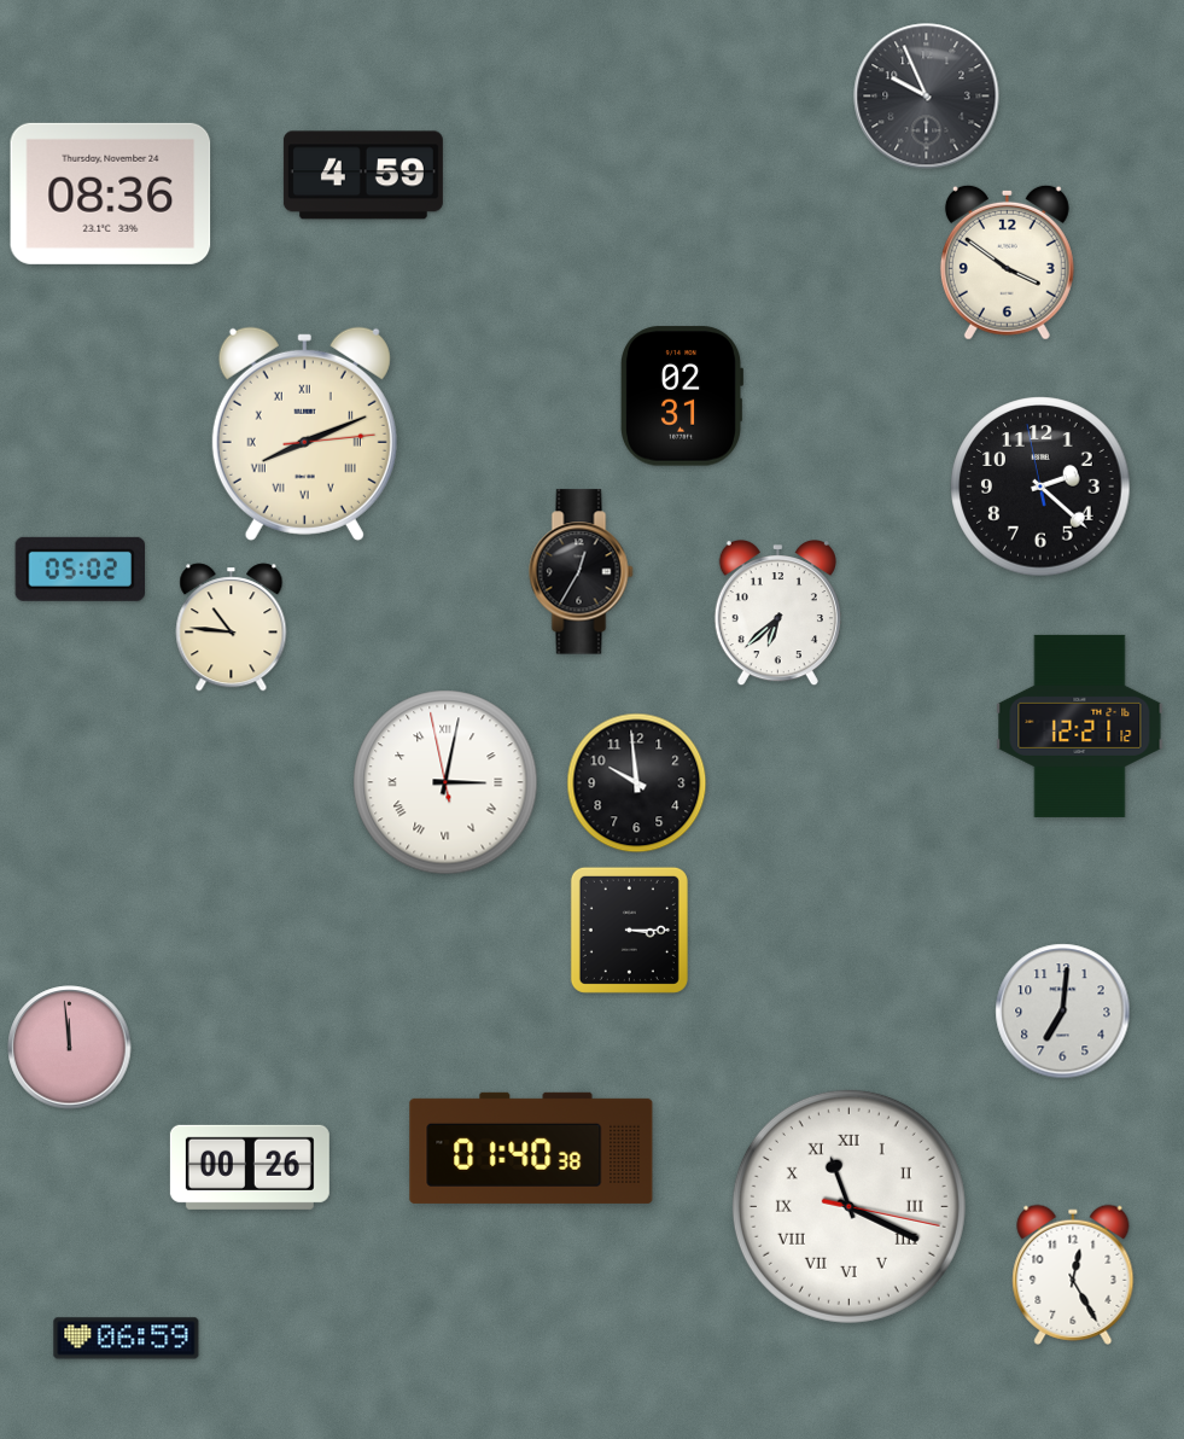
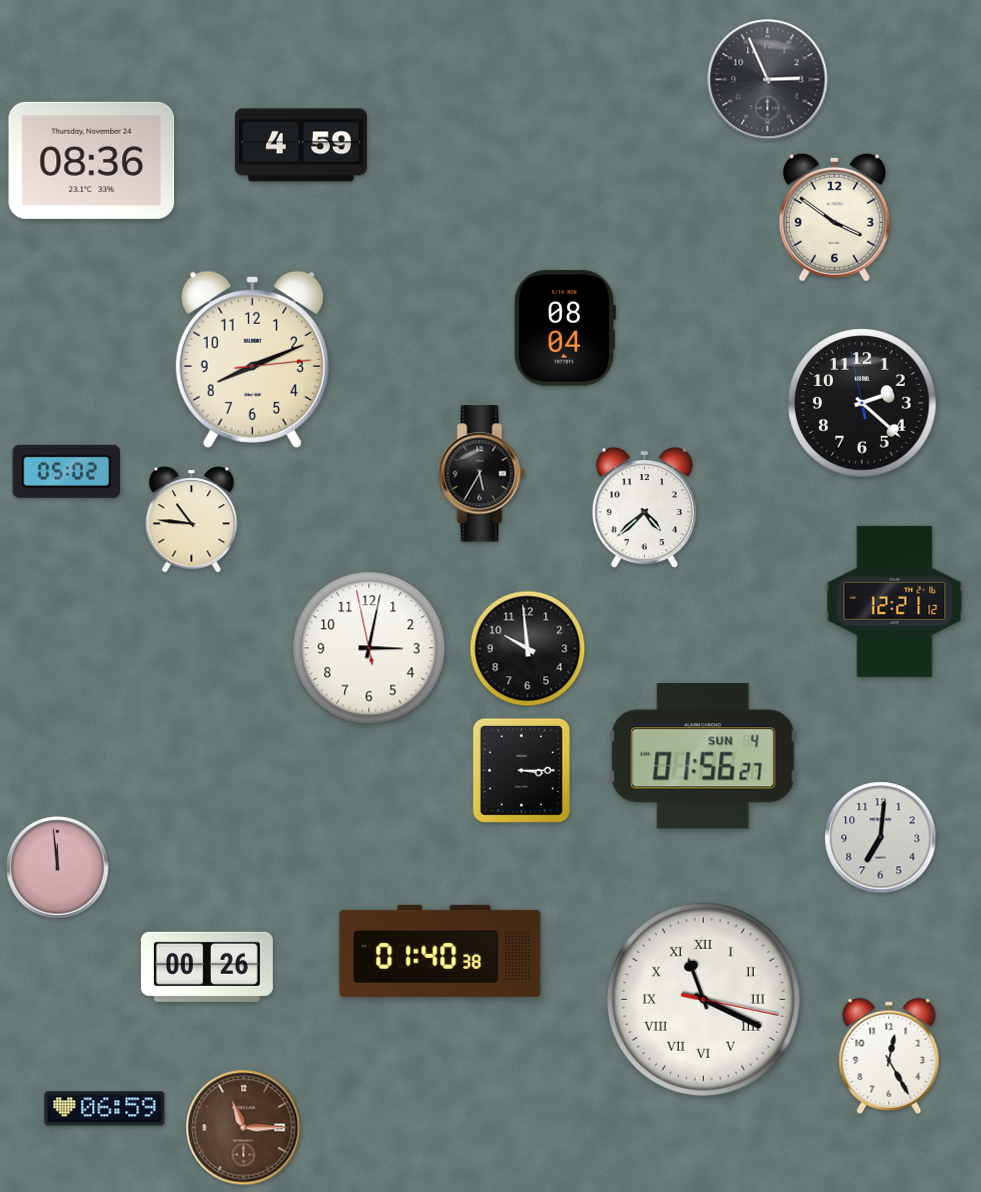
clock at (927, 97): 9:56 -> 2:56
clock at (681, 396): 02:31 -> 08:04
clock at (304, 433) numerals: Roman -> Arabic
clock at (582, 572): 12:35 -> 5:35
clock at (777, 614): 6:38 -> 4:38
clock at (445, 782) numerals: Roman -> Arabic
clock at (703, 756): none -> 01:56
clock at (244, 1128): none -> 11:15
